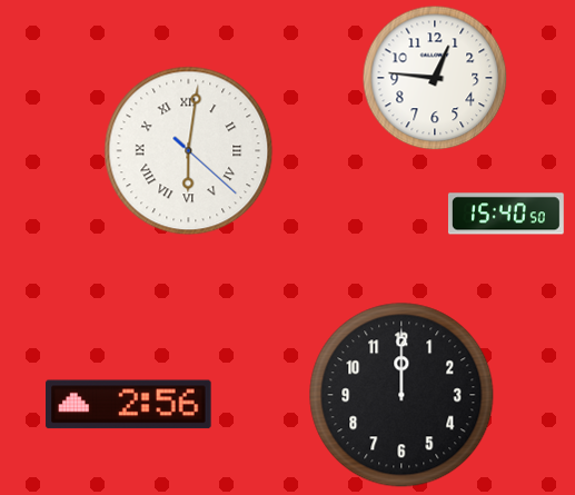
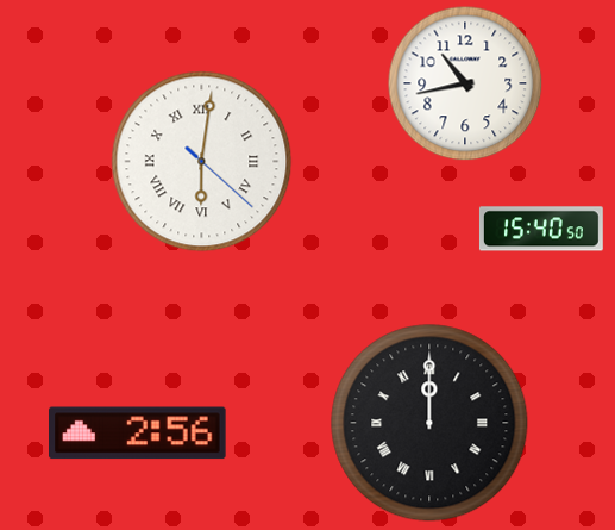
clock at (435, 78): 12:46 -> 10:43
clock at (401, 395) numerals: Arabic -> Roman
